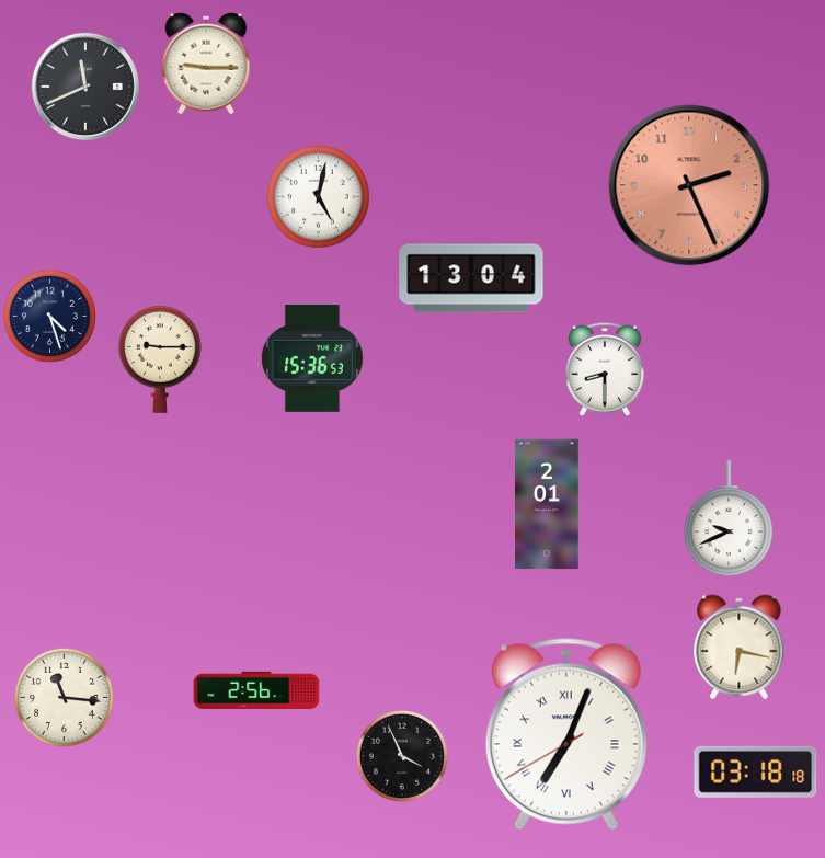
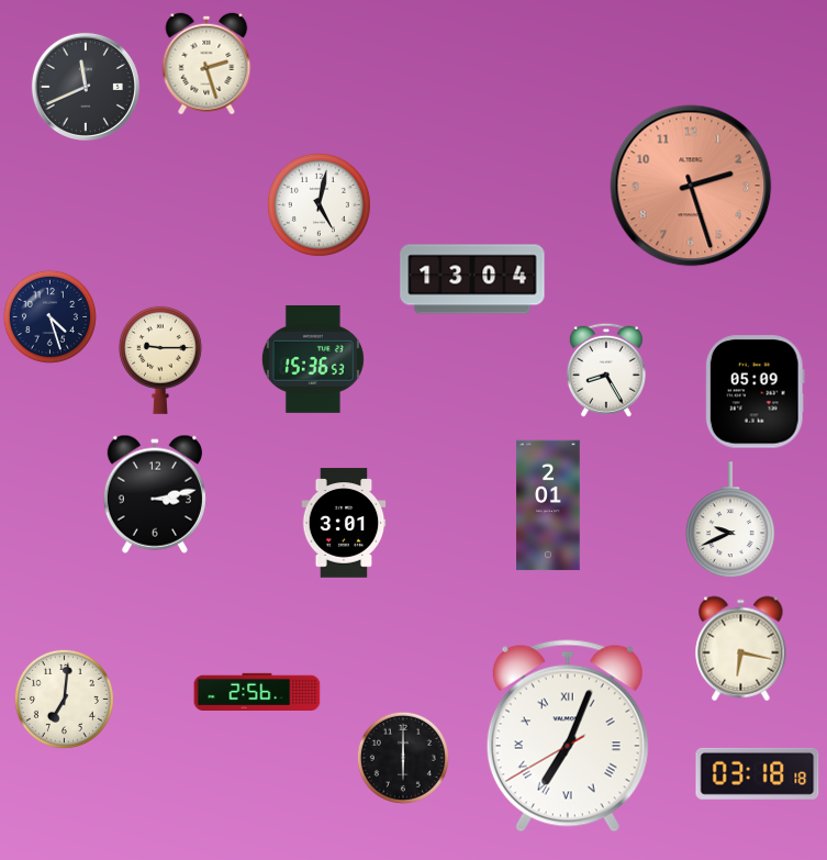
clock at (206, 64): 9:15 -> 2:27
clock at (689, 185): 2:26 -> 2:27
clock at (318, 196) position: (318, 196) -> (318, 204)
clock at (605, 369): 8:30 -> 8:25
clock at (755, 392): none -> 05:09
clock at (155, 494): none -> 3:13
clock at (344, 523): none -> 3:01
clock at (64, 697): 11:16 -> 7:01
clock at (402, 756): 3:56 -> 6:00
